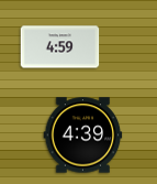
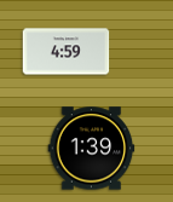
clock at (83, 136): 4:39 -> 1:39
